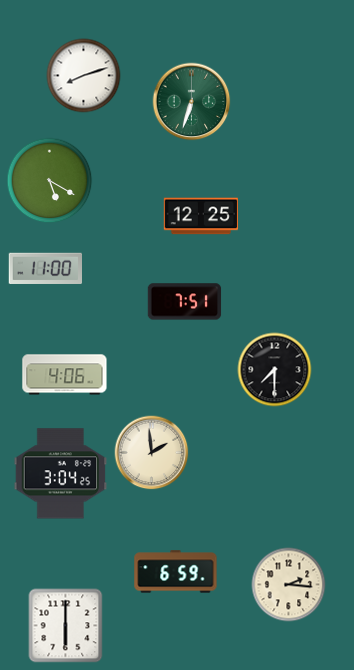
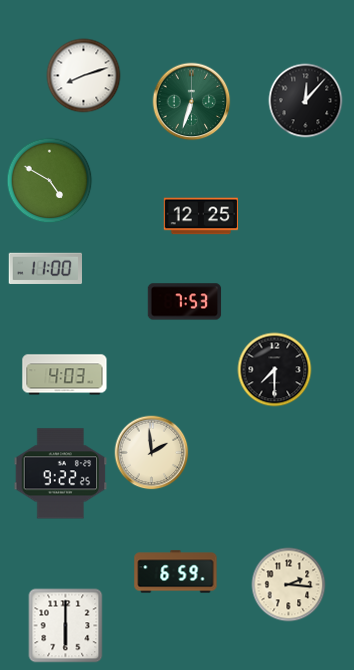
clock at (306, 101): none -> 12:07
clock at (50, 181): 5:20 -> 4:50
clock at (185, 302): 7:51 -> 7:53
clock at (65, 375): 4:06 -> 4:03
clock at (61, 474): 3:04 -> 9:22
